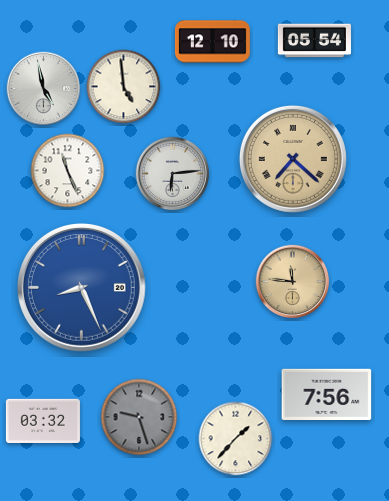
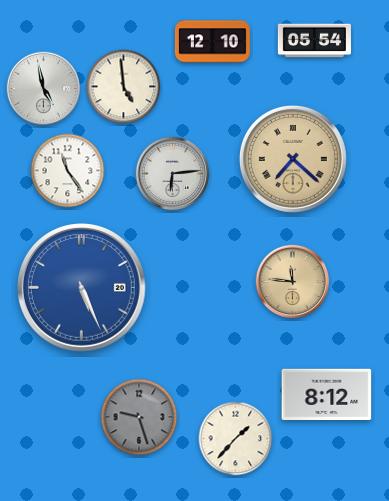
clock at (68, 171): 11:26 -> 11:24
clock at (82, 288): 8:26 -> 5:26
clock at (327, 395): 7:56 -> 8:12
clock at (43, 421): 03:32 -> none
